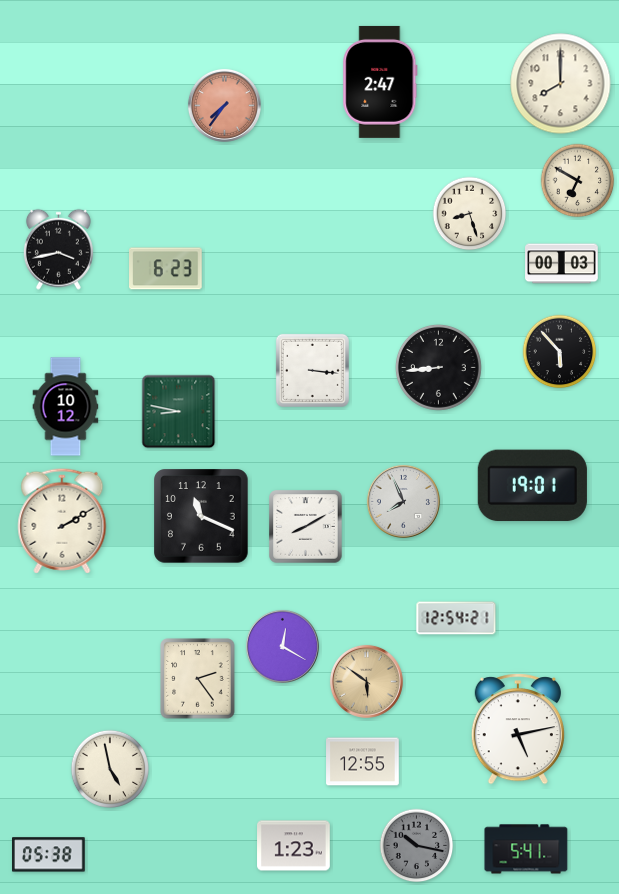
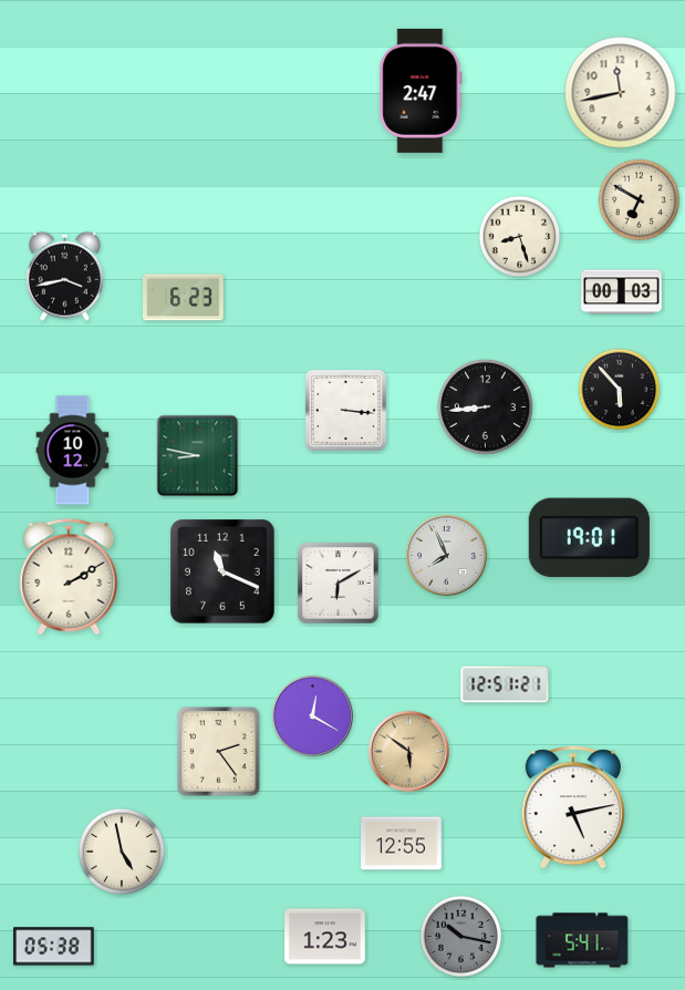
clock at (561, 84): 8:00 -> 11:43
clock at (224, 105): 7:36 -> none
clock at (306, 527): 8:10 -> 6:10
clock at (456, 618): 12:54 -> 12:51
clock at (366, 681) position: (366, 681) -> (408, 751)
